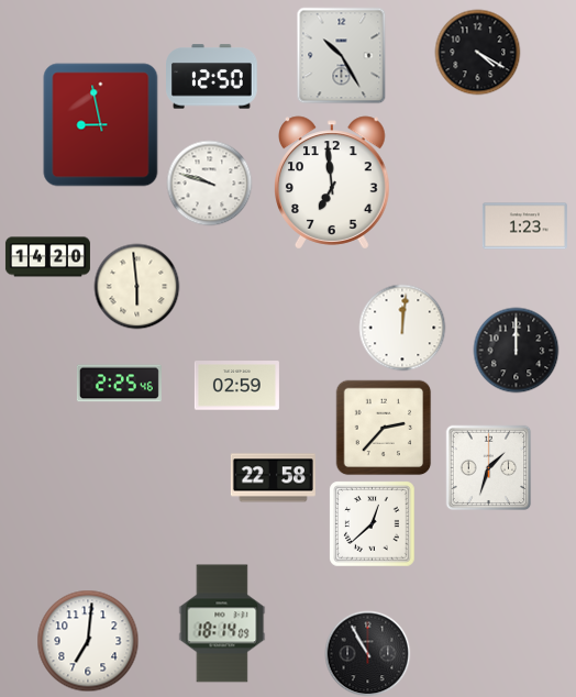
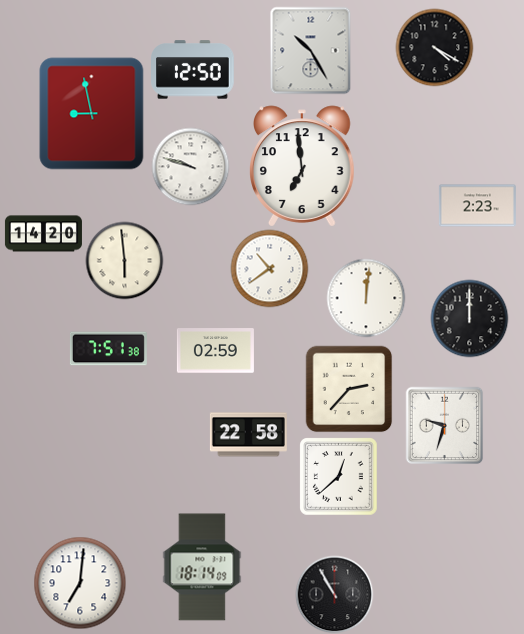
clock at (524, 226): 1:23 -> 2:23
clock at (269, 268): none -> 10:39
clock at (119, 384): 2:25 -> 7:51
clock at (488, 467): 1:33 -> 9:33
